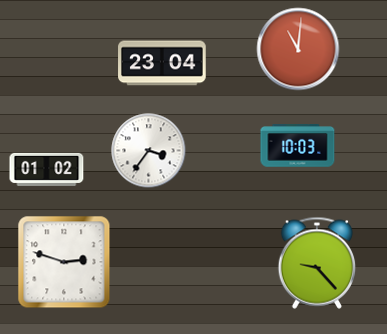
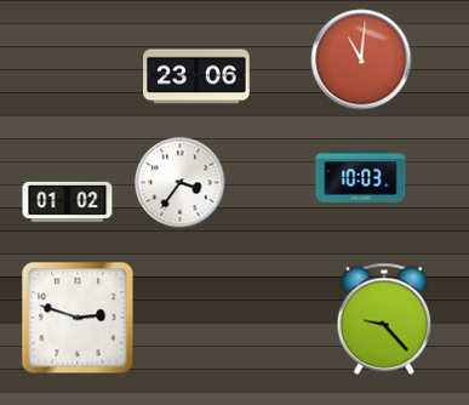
clock at (162, 63): 23:04 -> 23:06
clock at (47, 169) position: (47, 169) -> (68, 201)
